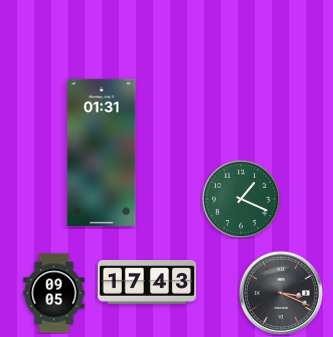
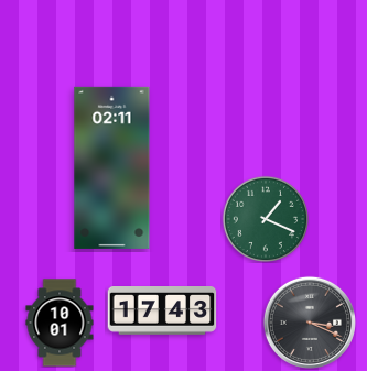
clock at (102, 152): 01:31 -> 02:11
clock at (54, 293): 09:05 -> 10:01
